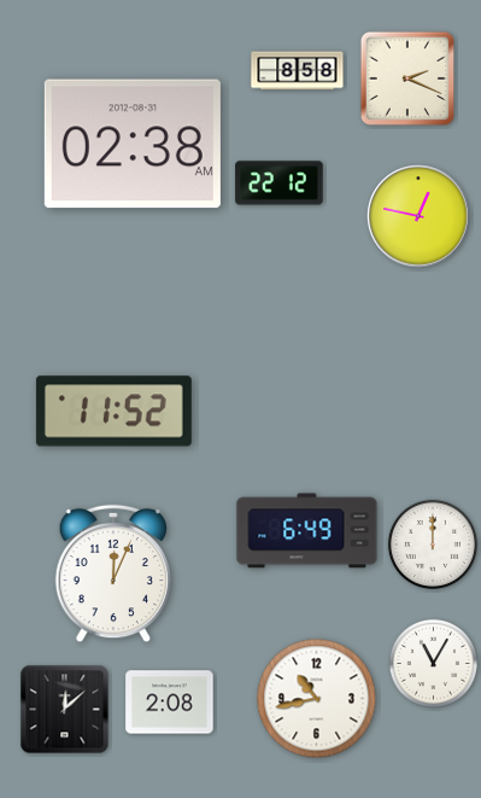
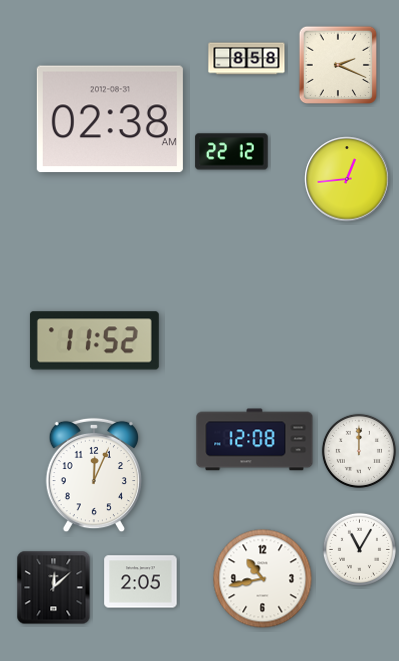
clock at (418, 216): 12:47 -> 12:44
clock at (307, 531): 6:49 -> 12:08
clock at (170, 703): 2:08 -> 2:05
